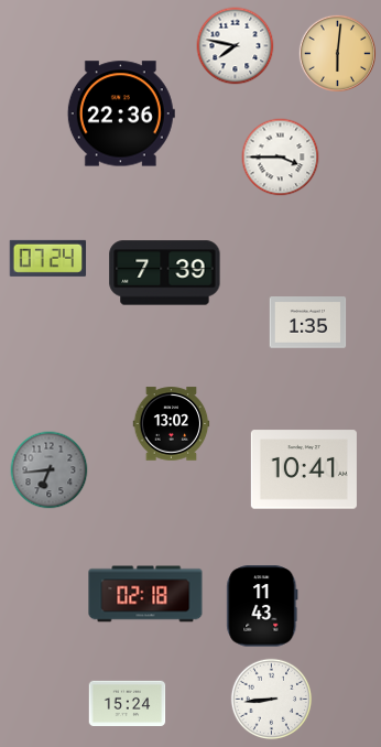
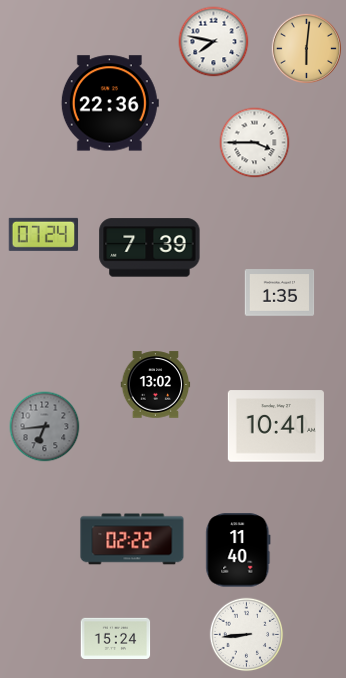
clock at (145, 594): 02:18 -> 02:22
clock at (262, 606): 11:43 -> 11:40
